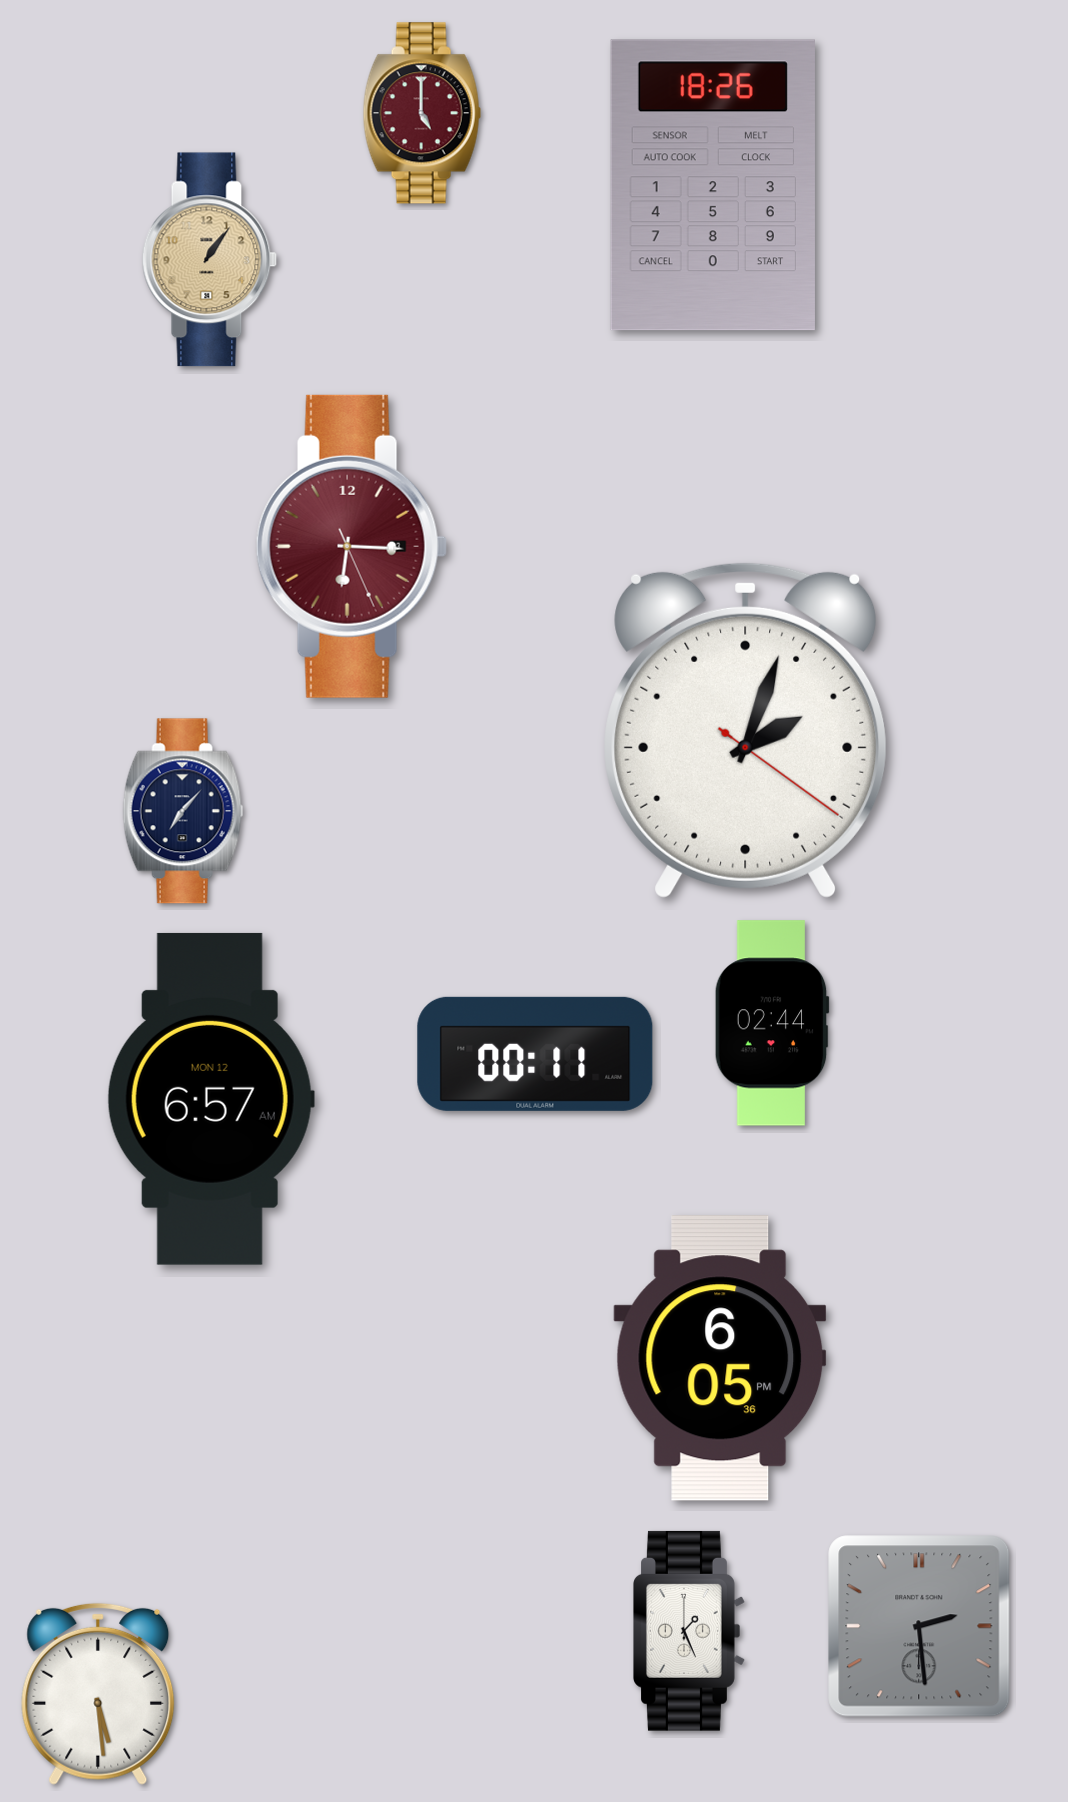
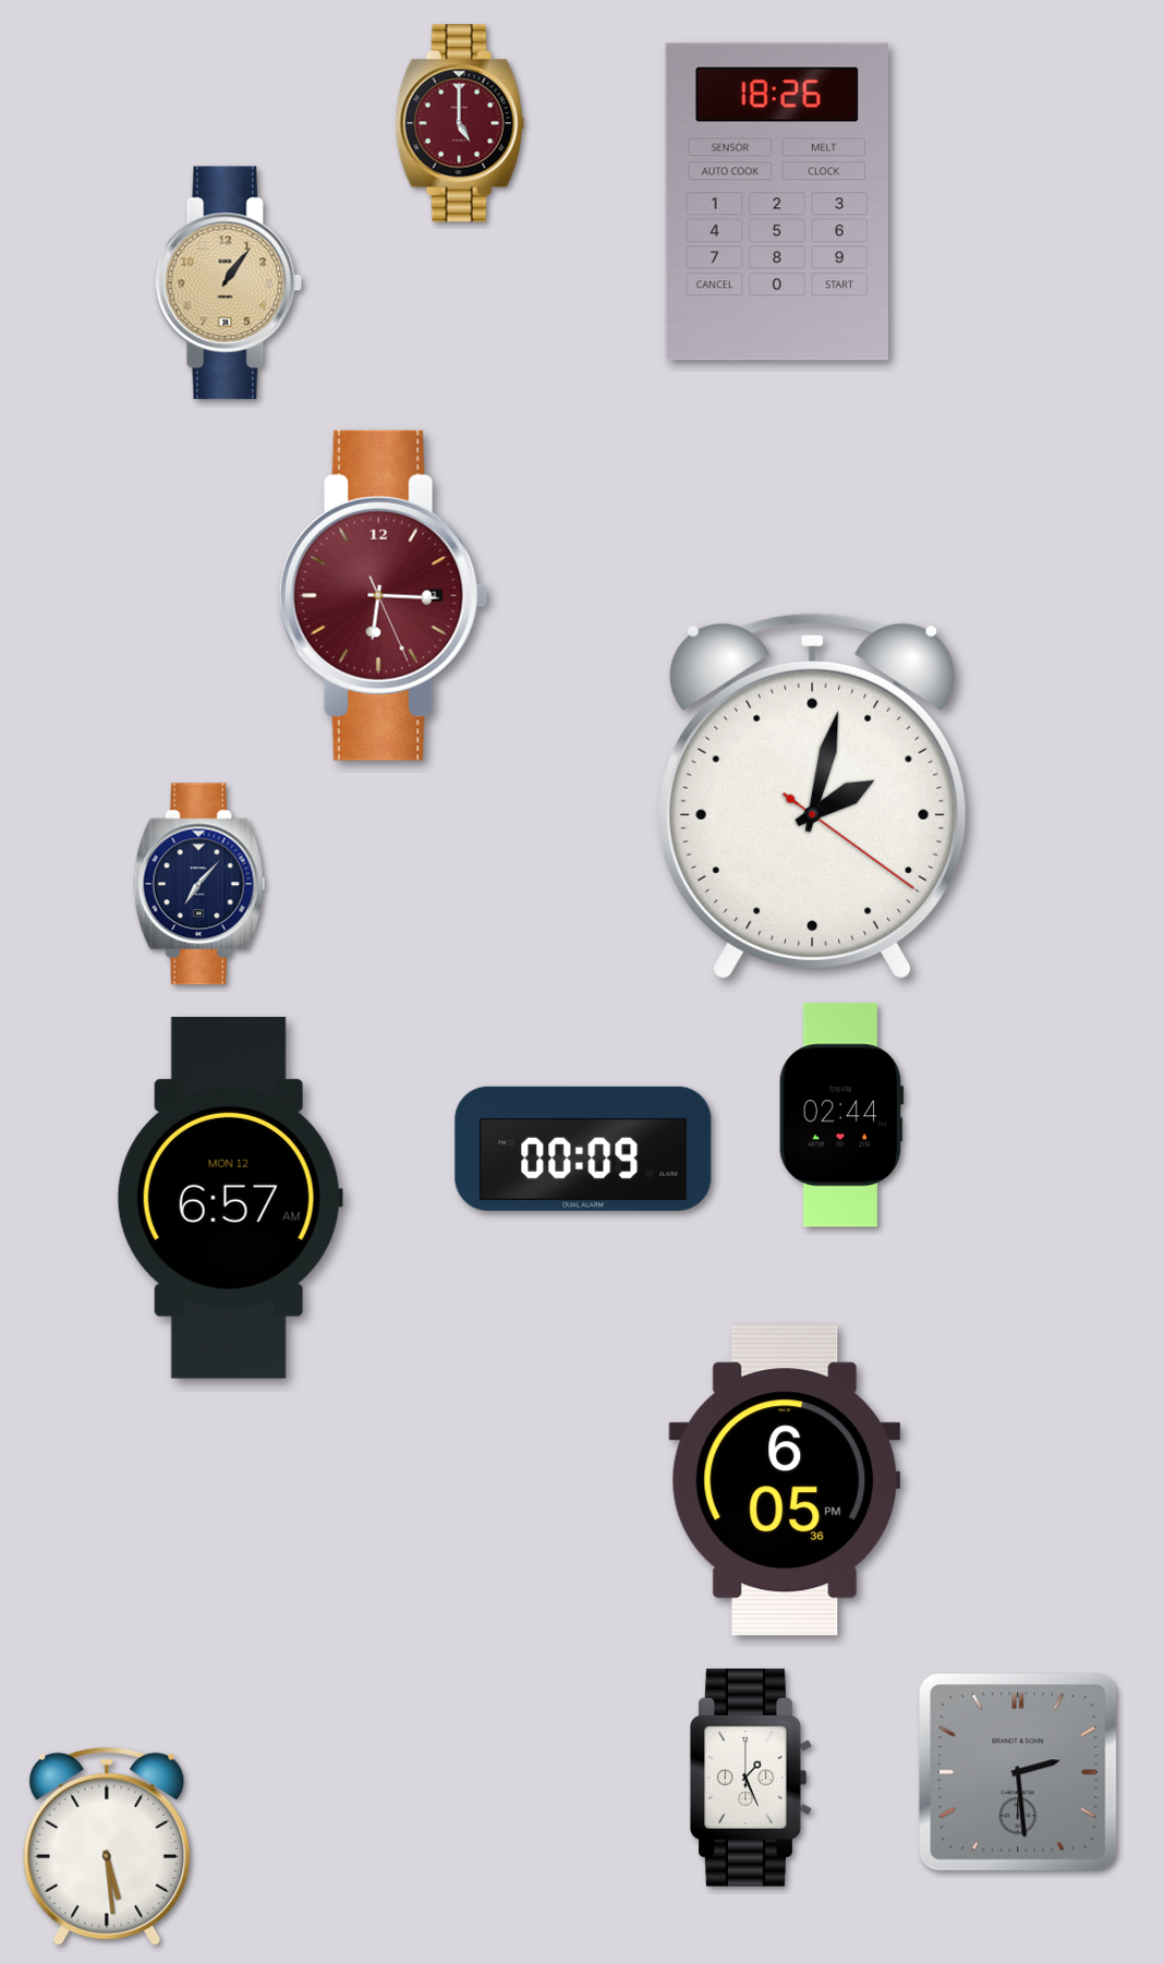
clock at (746, 730): 2:03 -> 2:02
clock at (535, 1054): 00:11 -> 00:09
clock at (919, 1626) position: (919, 1626) -> (1018, 1772)
